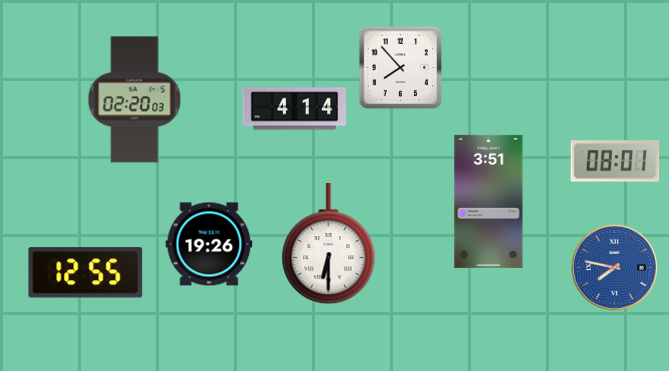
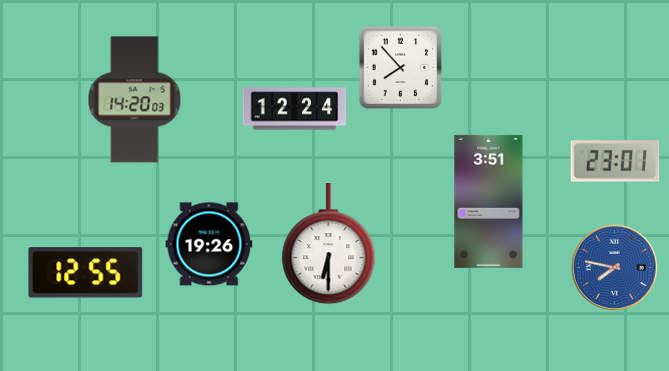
clock at (135, 100): 02:20 -> 14:20
clock at (295, 109): 4:14 -> 12:24
clock at (615, 161): 08:01 -> 23:01
